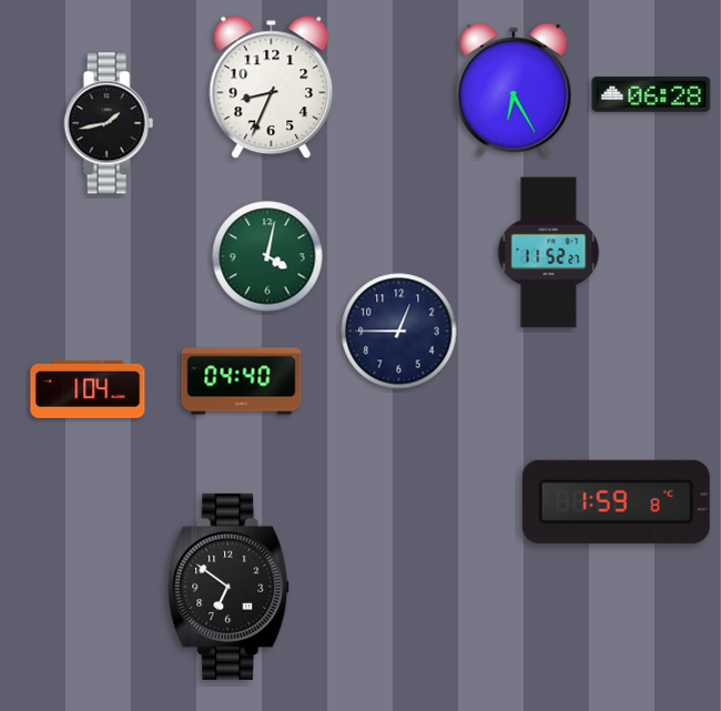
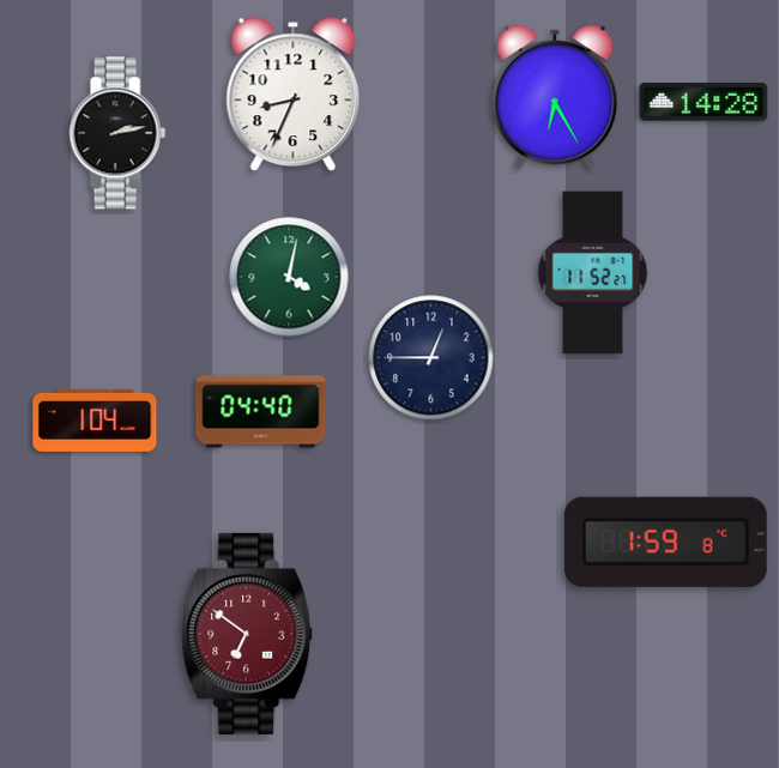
clock at (651, 94): 06:28 -> 14:28
clock at (109, 123): 1:43 -> 2:13
clock at (230, 587) dial: black -> burgundy
